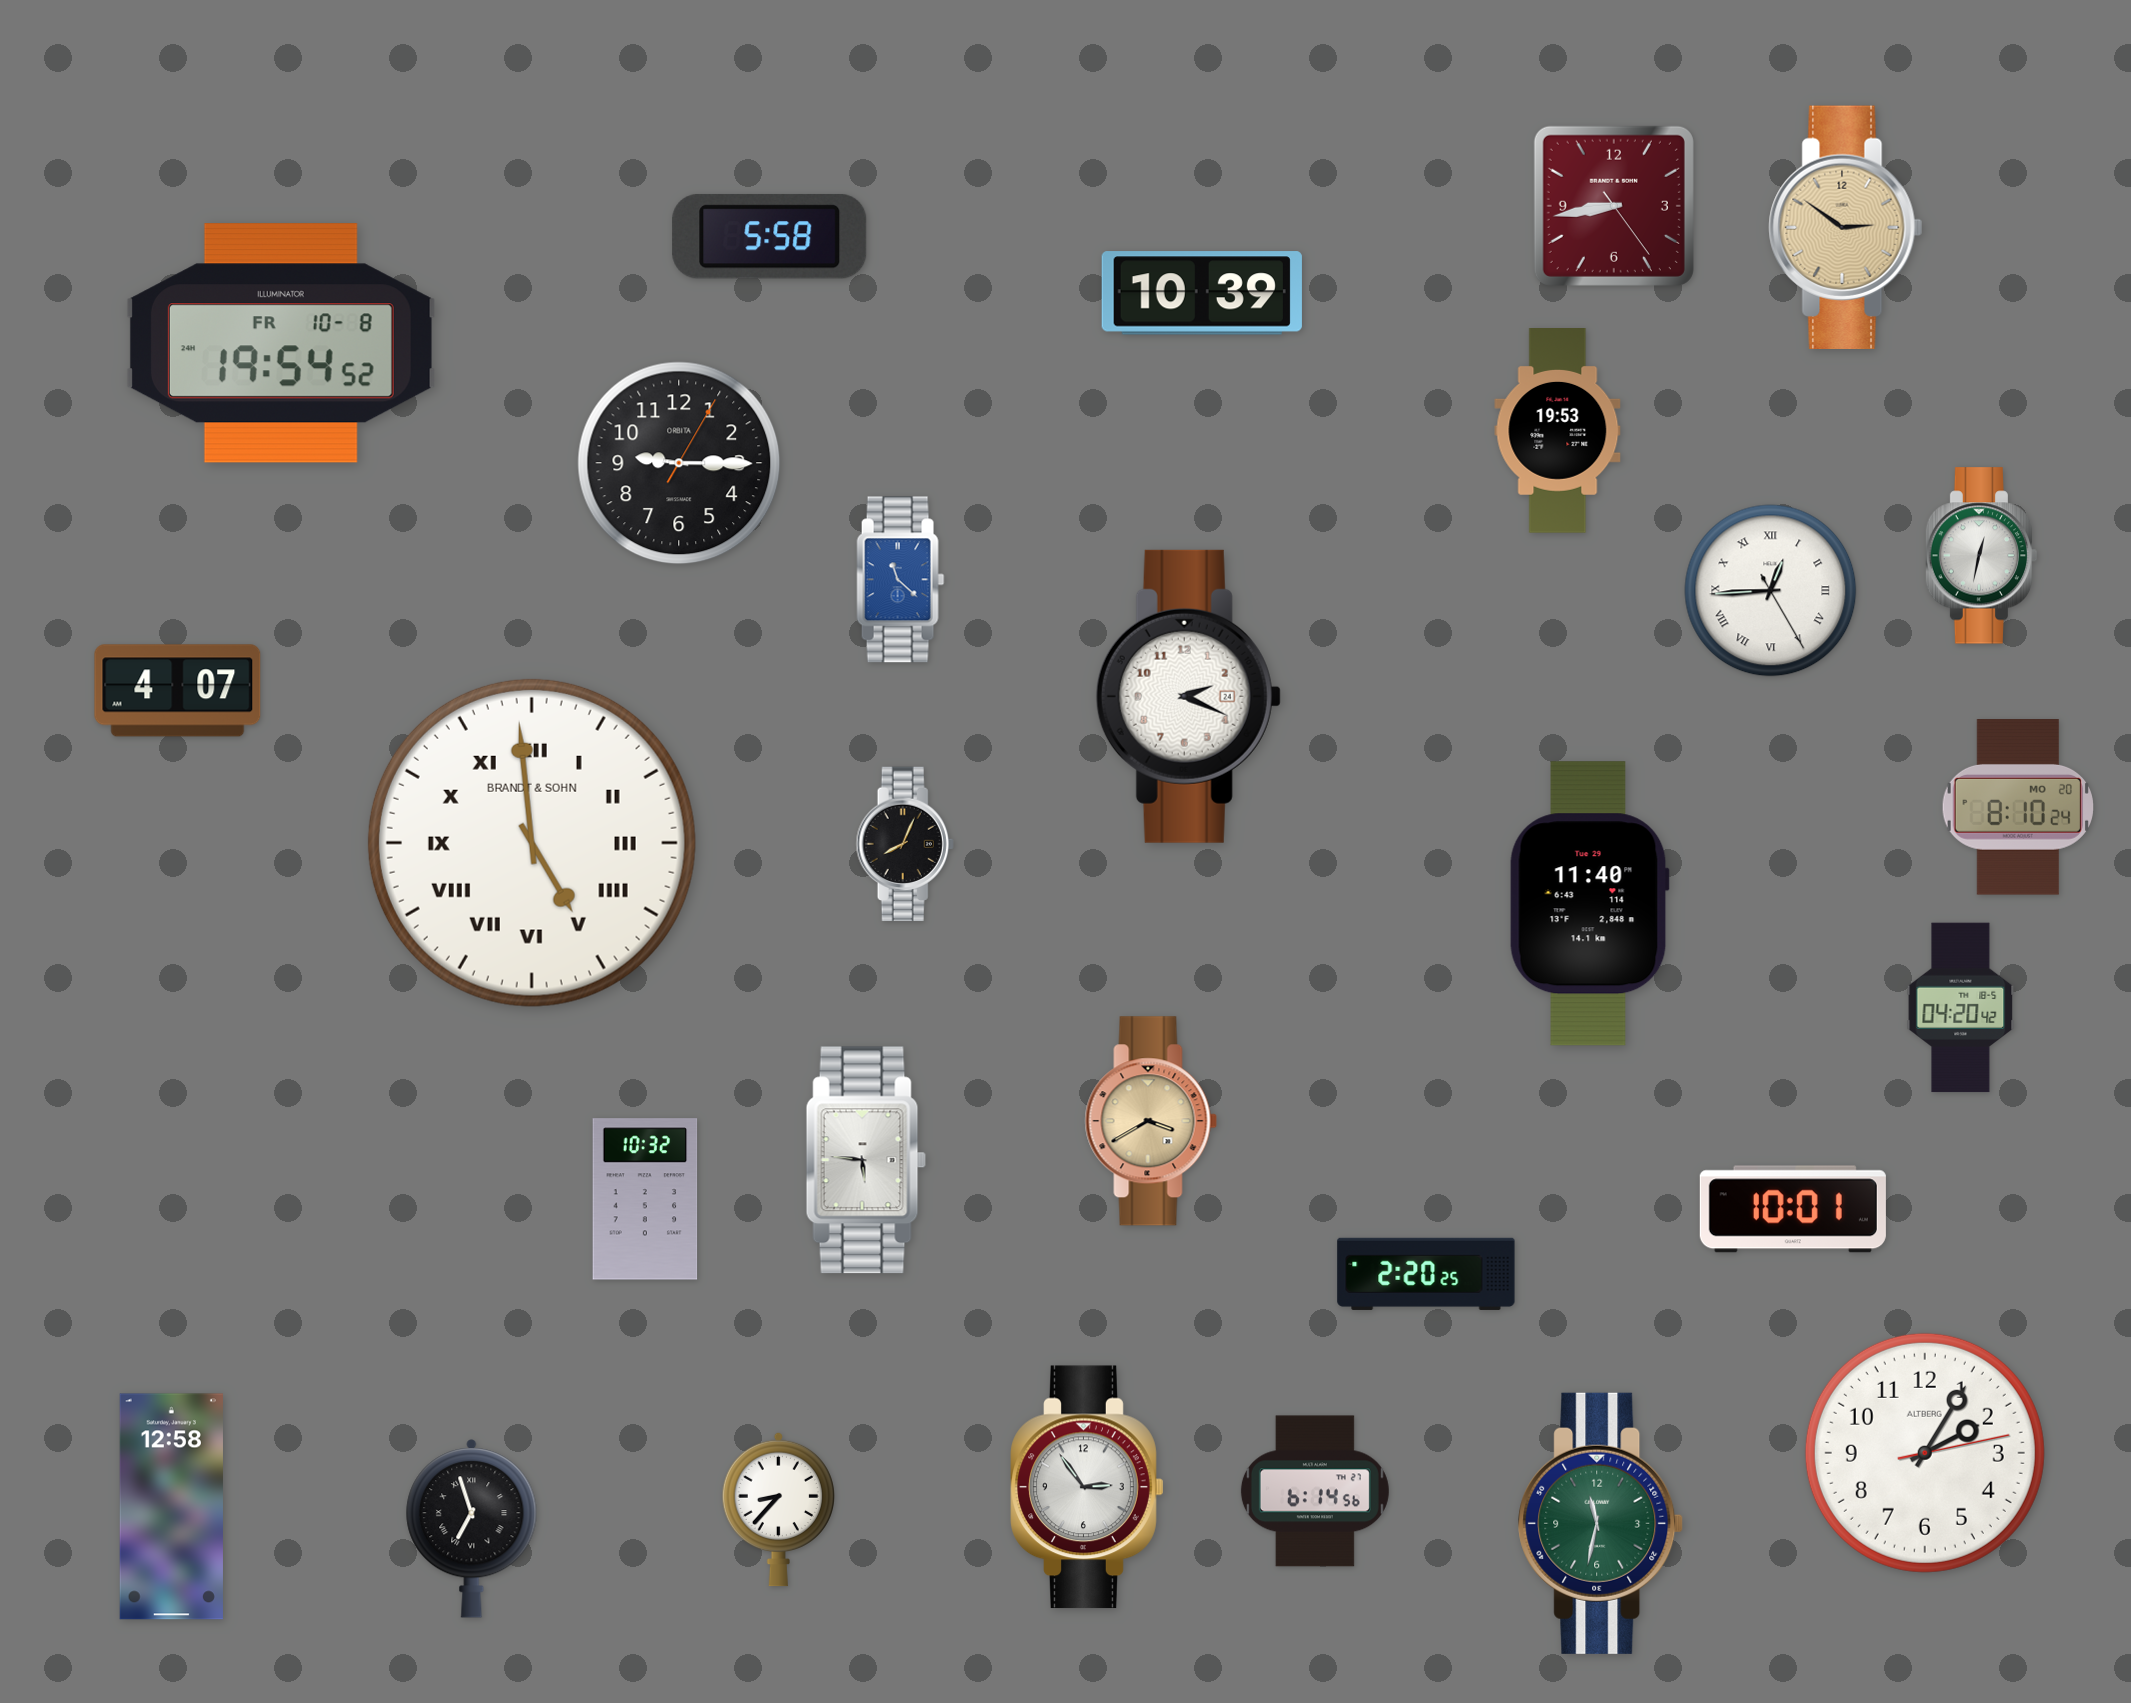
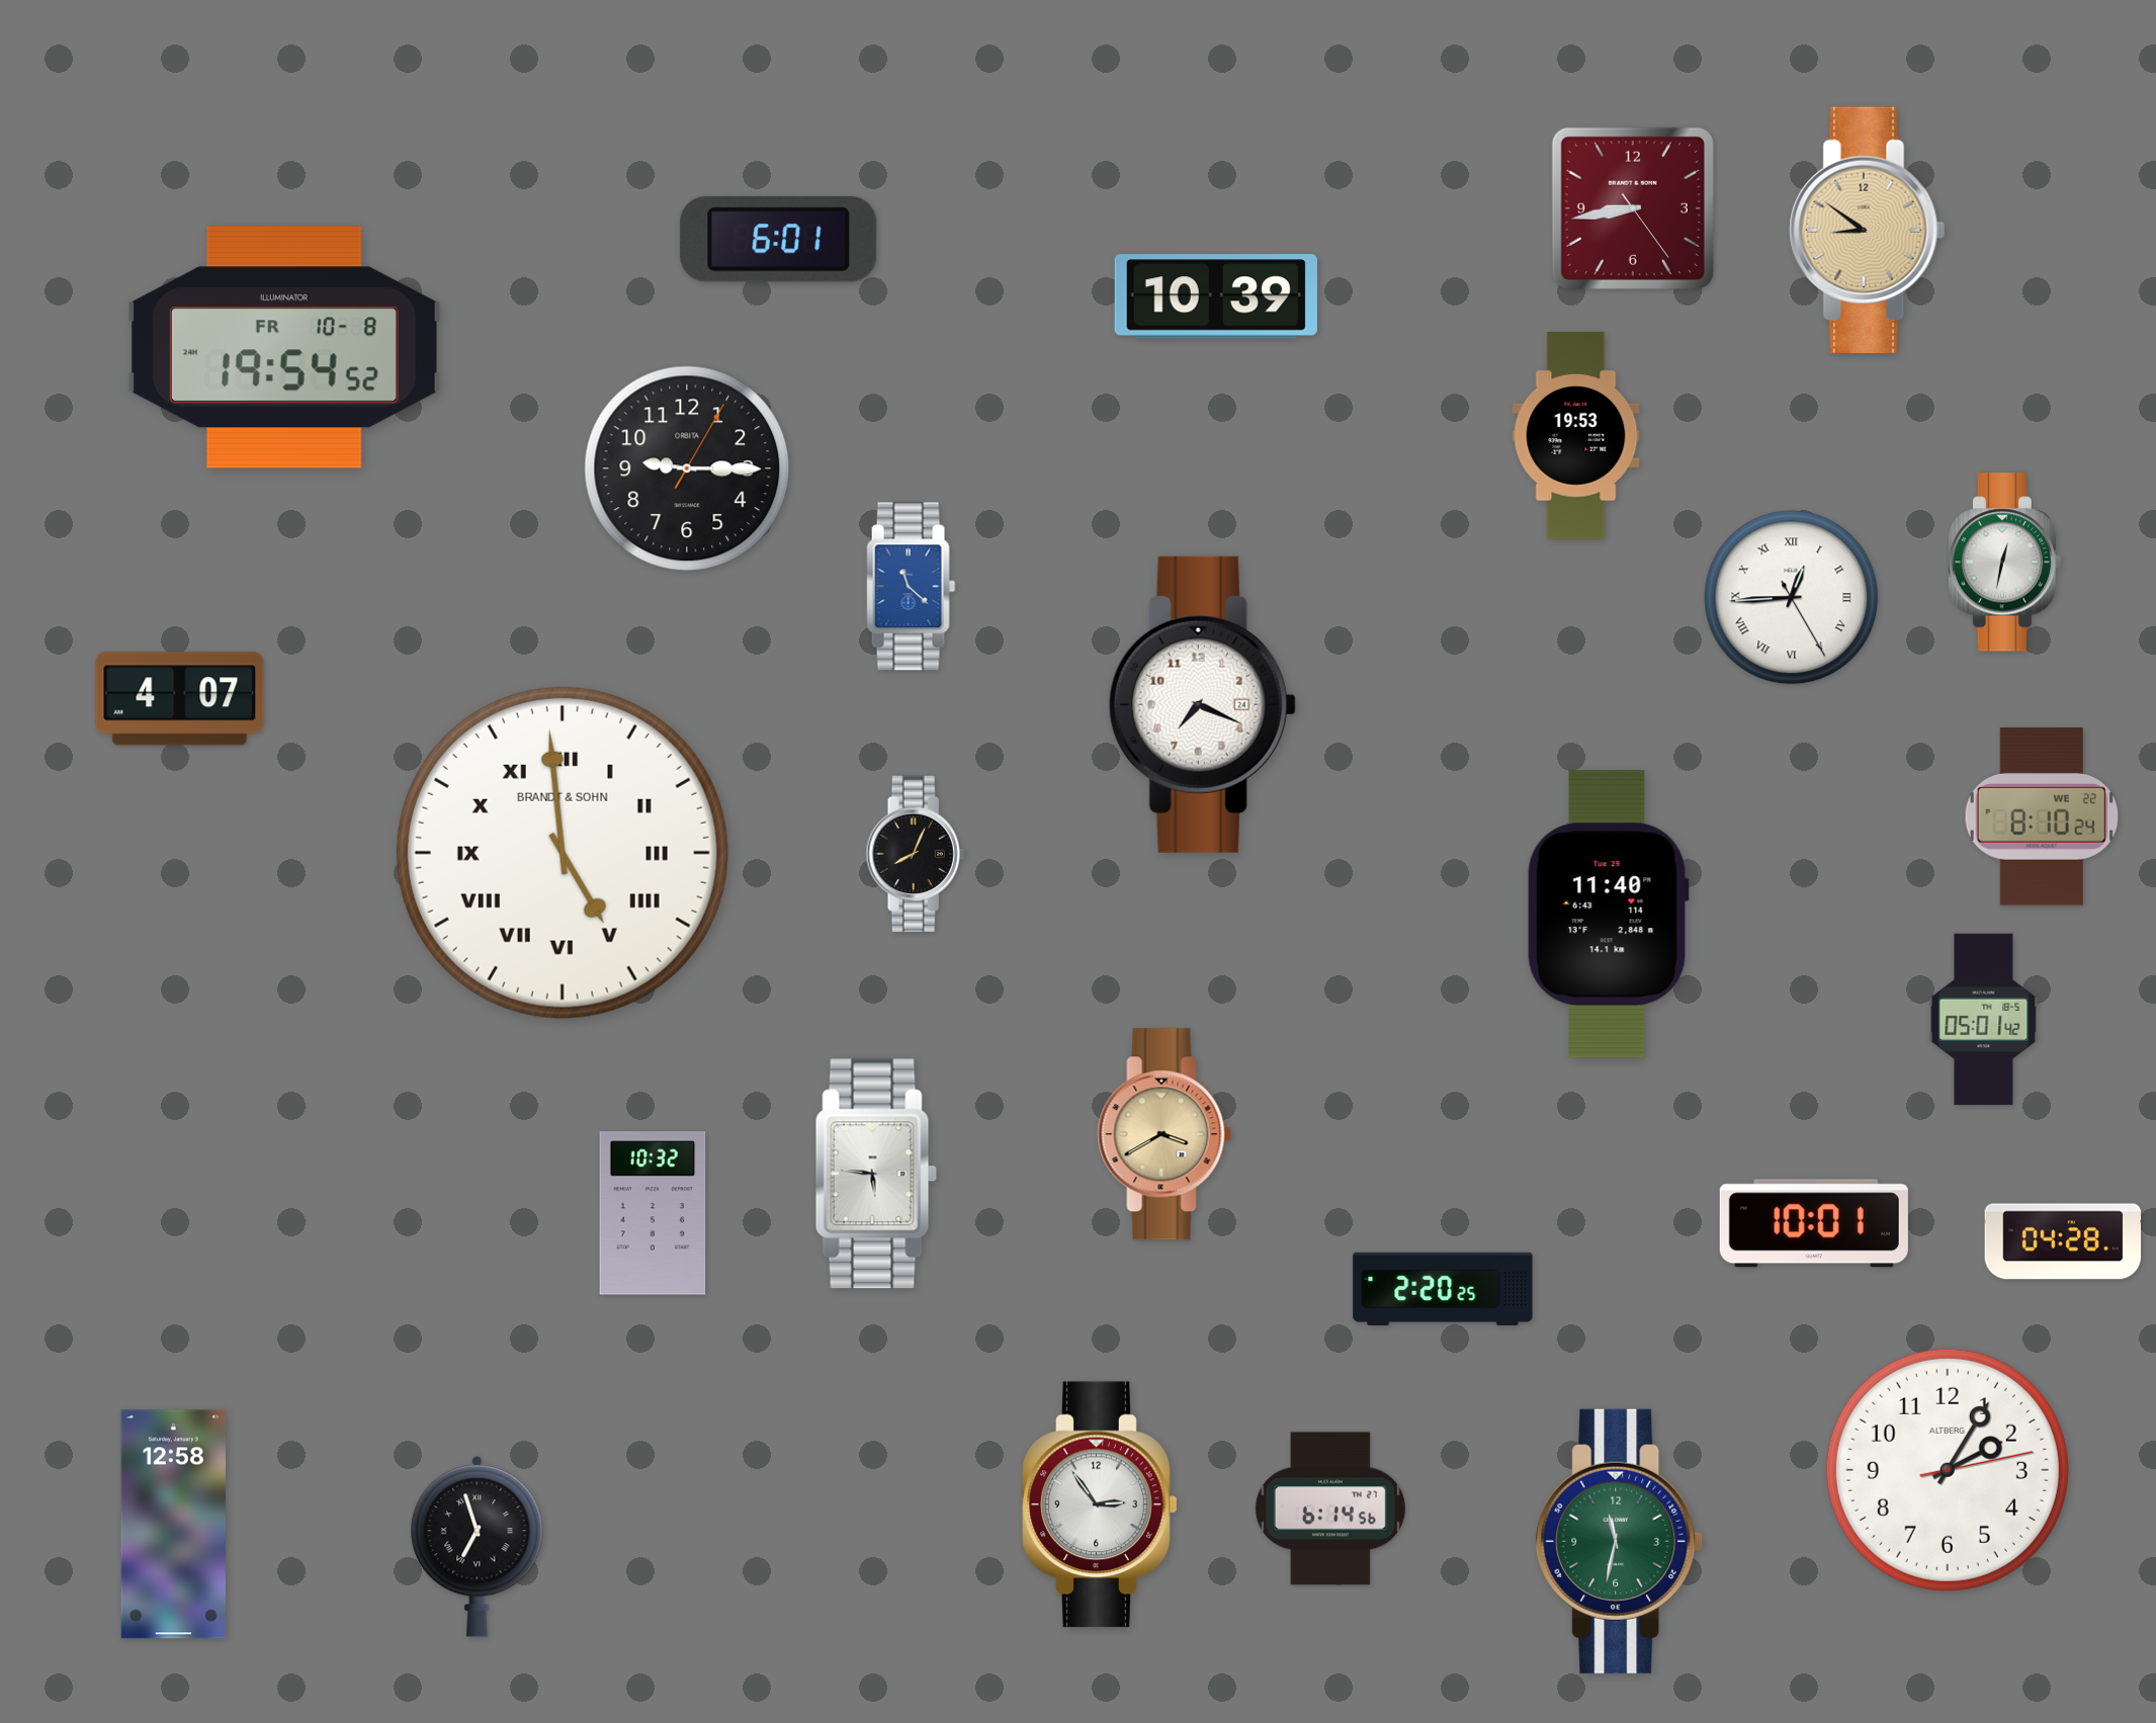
clock at (1846, 227): 2:51 -> 8:51
clock at (770, 236): 5:58 -> 6:01
clock at (1188, 696): 2:19 -> 7:19
clock at (2018, 807) date: MO 20 -> WE 22
clock at (532, 843) position: (532, 843) -> (563, 853)
clock at (1961, 1008): 04:20 -> 05:01
clock at (2063, 1241): none -> 04:28
clock at (778, 1509): 8:37 -> none
